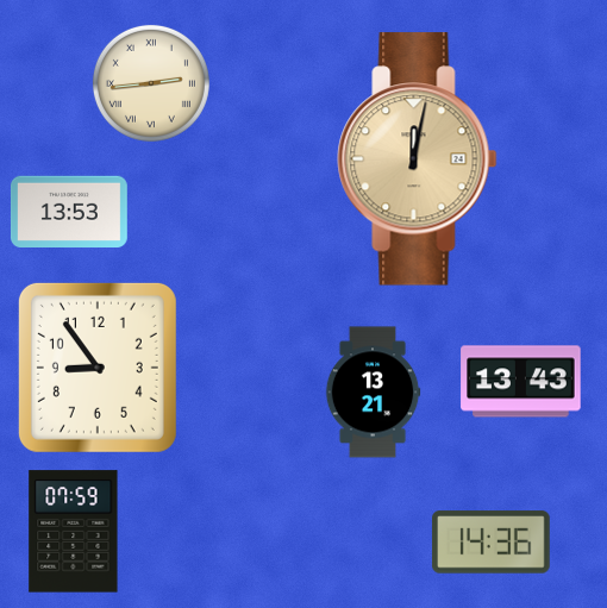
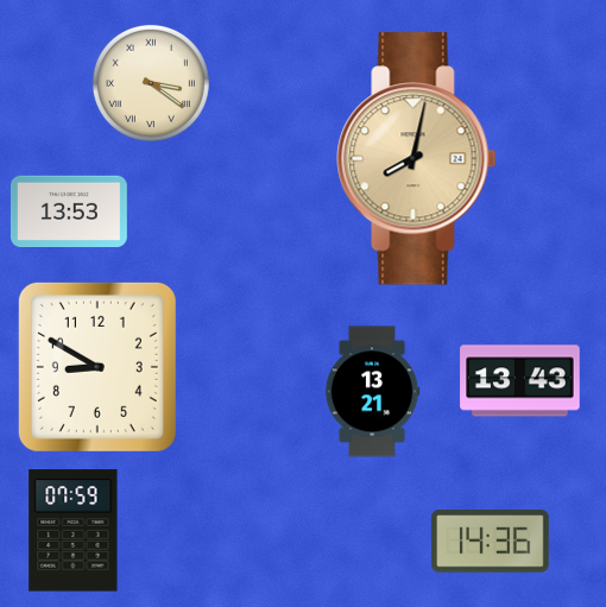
clock at (151, 83): 2:44 -> 3:21
clock at (418, 159): 12:02 -> 8:02
clock at (98, 368): 8:54 -> 8:50
